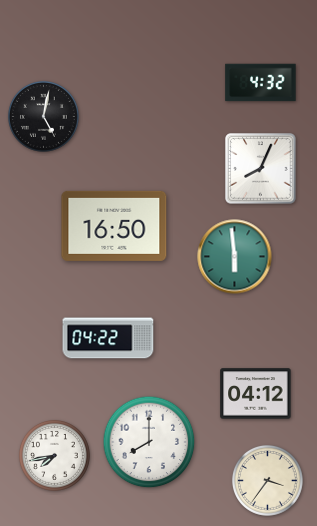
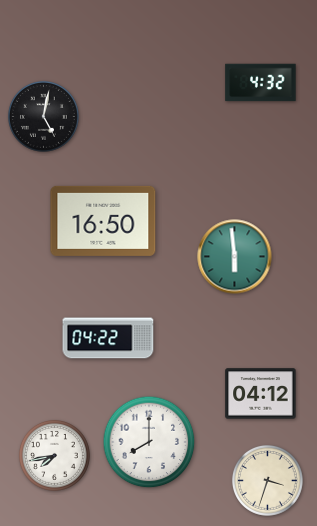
clock at (261, 169): 8:04 -> none
clock at (114, 226) position: (114, 226) -> (103, 221)
clock at (256, 394) position: (256, 394) -> (261, 394)
clock at (267, 480): 3:36 -> 3:33
